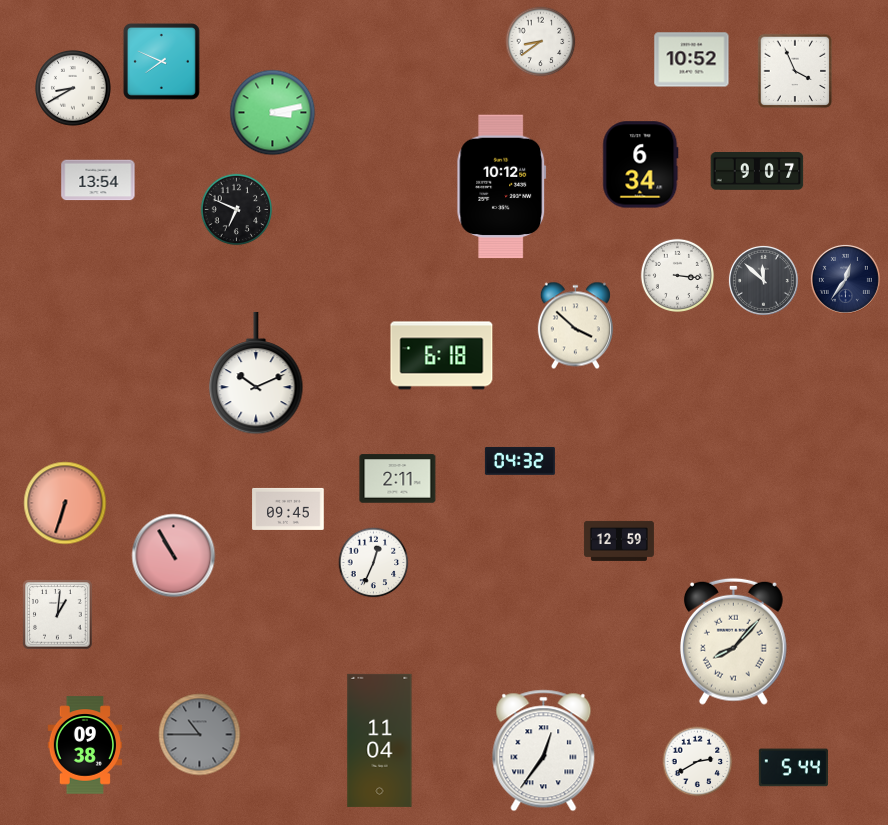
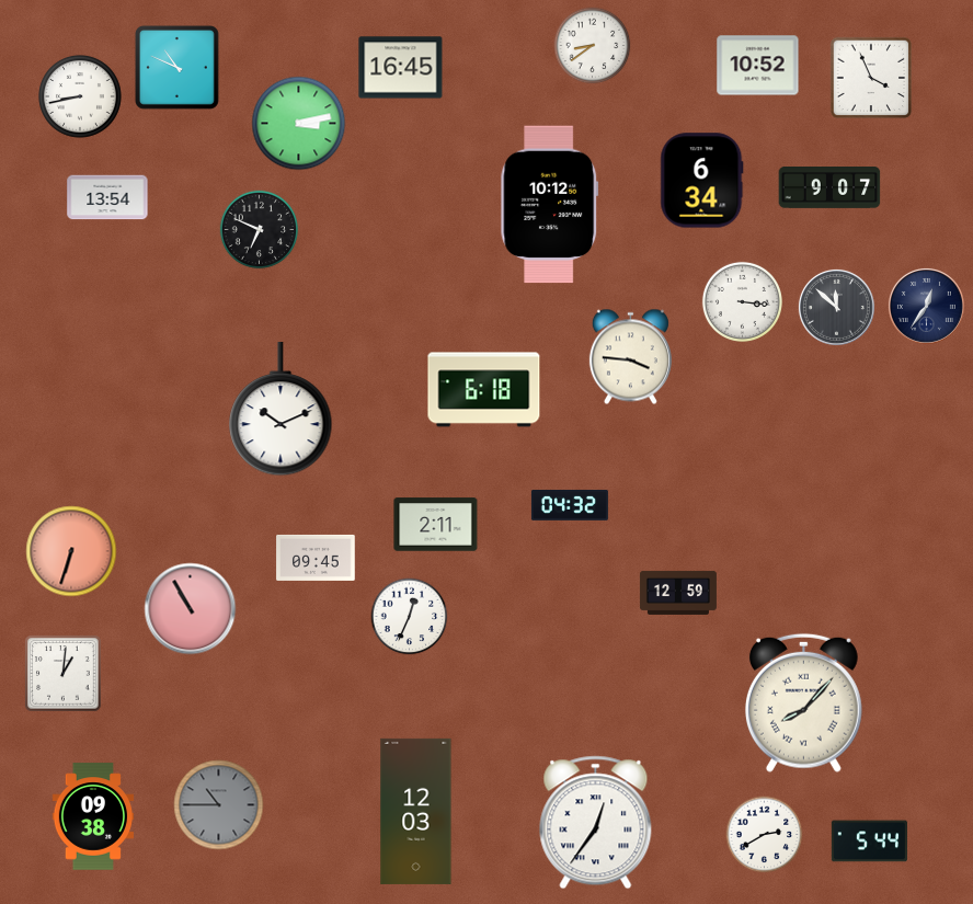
clock at (161, 61): 7:49 -> 10:49
clock at (401, 68): none -> 16:45
clock at (74, 89): 8:40 -> 8:43
clock at (575, 326): 3:52 -> 3:46
clock at (380, 740): 11:04 -> 12:03
